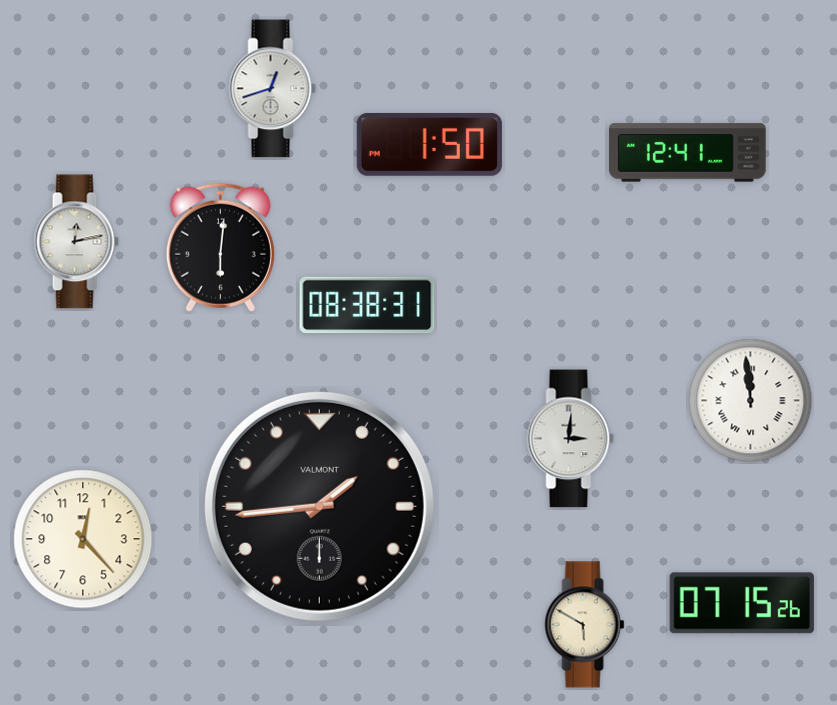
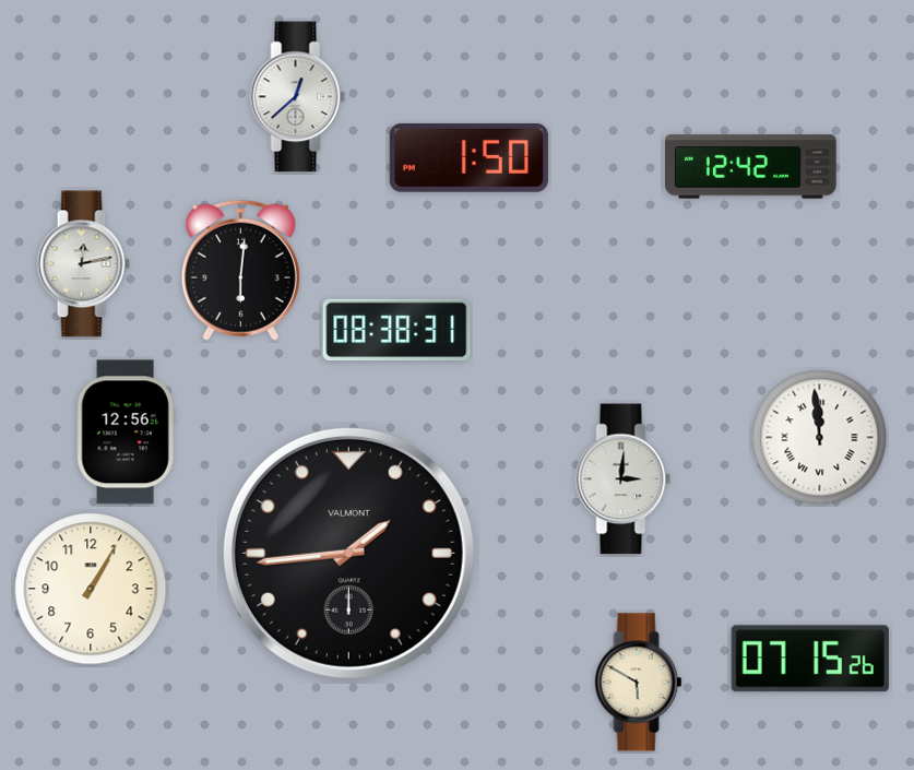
clock at (273, 89): 12:42 -> 12:38
clock at (688, 153): 12:41 -> 12:42
clock at (367, 305) position: (367, 305) -> (396, 330)
clock at (126, 433): none -> 12:56
clock at (83, 539): 12:23 -> 1:05
